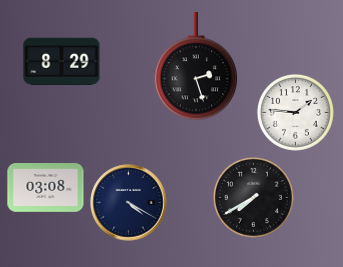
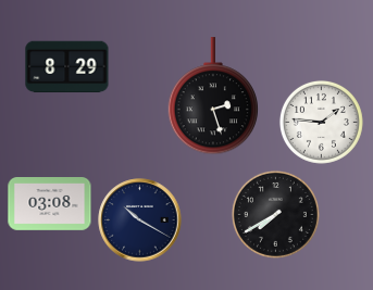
clock at (195, 67) position: (195, 67) -> (212, 97)
clock at (129, 203): 4:20 -> 10:20
